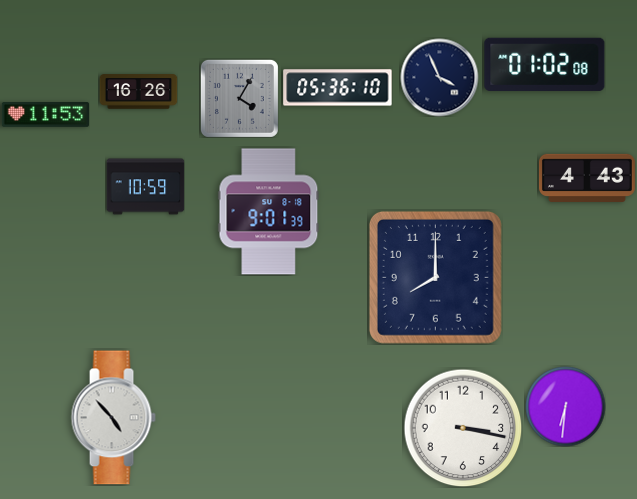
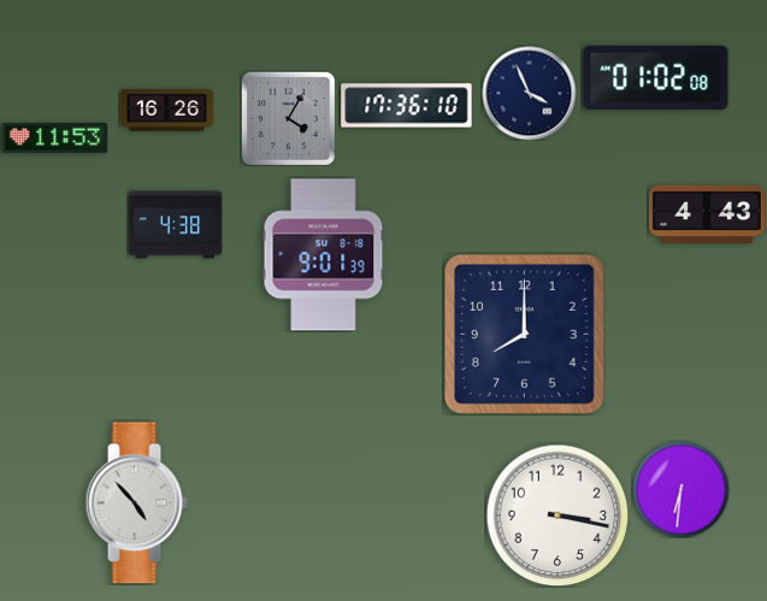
clock at (338, 88): 05:36 -> 17:36
clock at (145, 187): 10:59 -> 4:38
